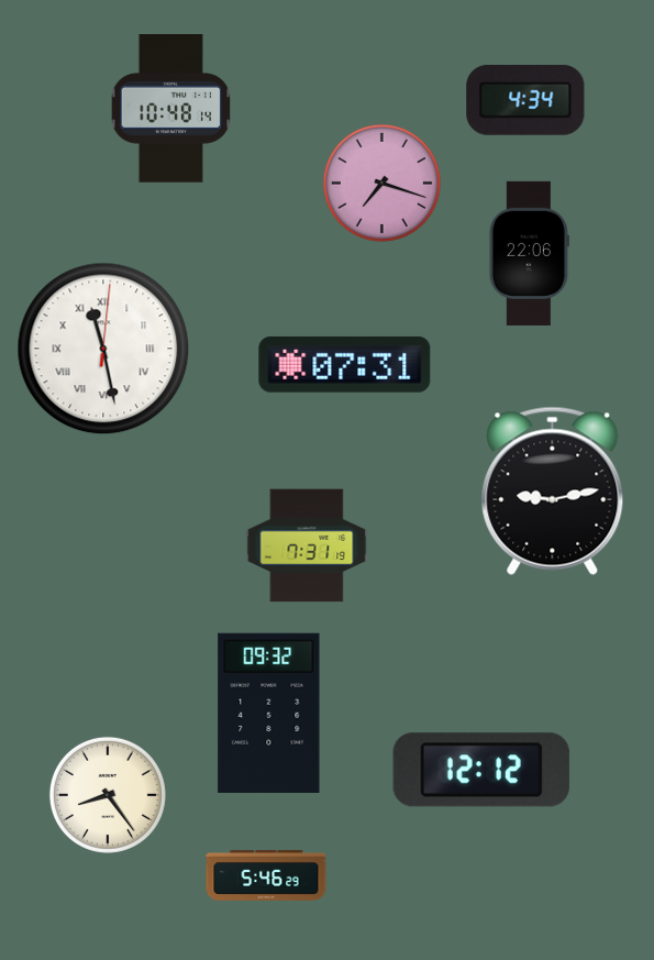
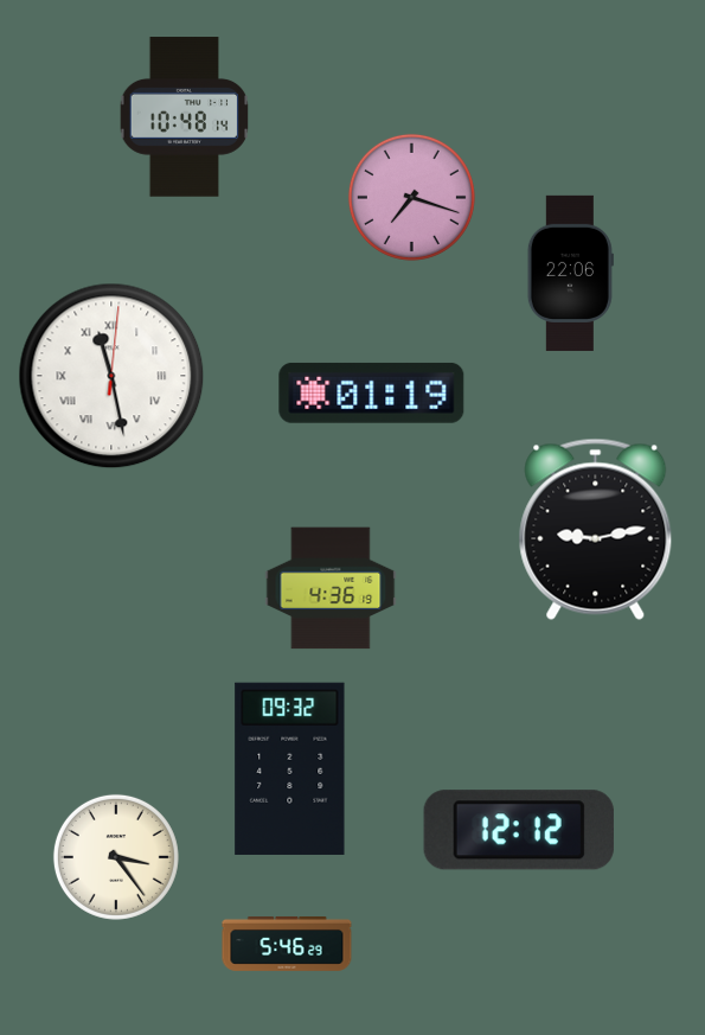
clock at (525, 100): 4:34 -> none
clock at (345, 364): 07:31 -> 01:19
clock at (307, 545): 7:31 -> 4:36
clock at (108, 795): 8:24 -> 3:24
